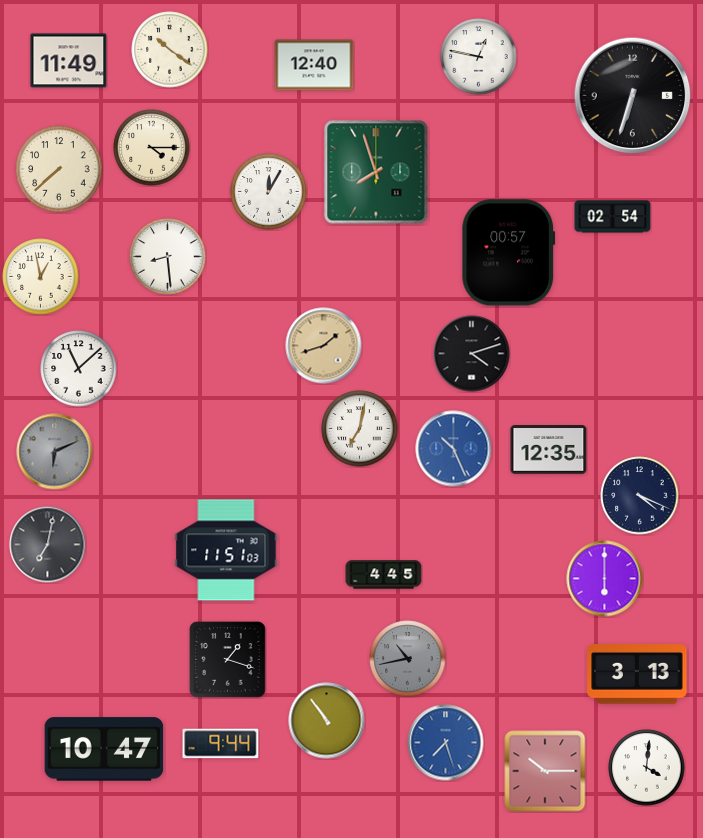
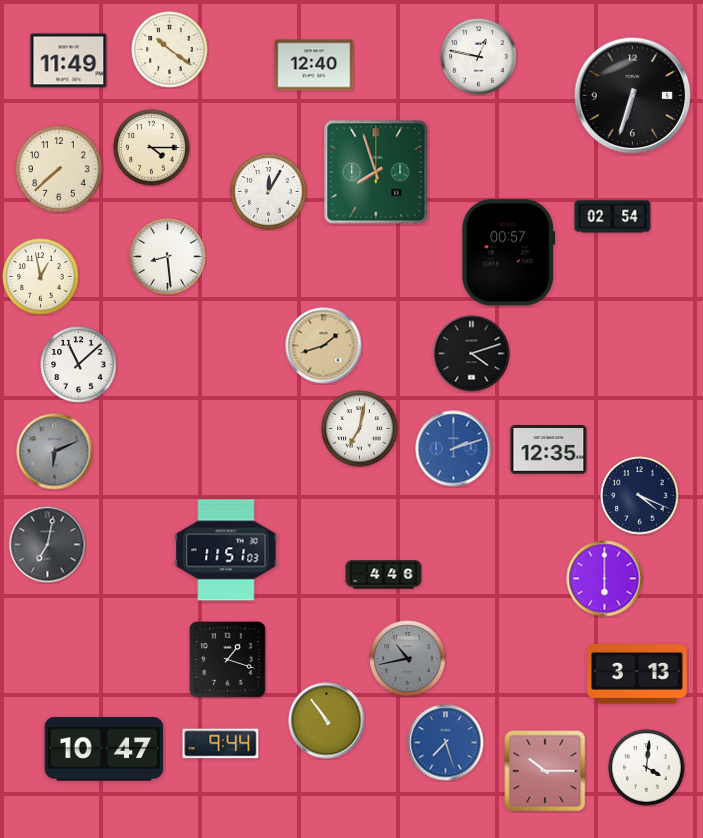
clock at (79, 369) position: (79, 369) -> (79, 365)
clock at (454, 449): 10:26 -> 2:12
clock at (384, 575): 4:45 -> 4:46
